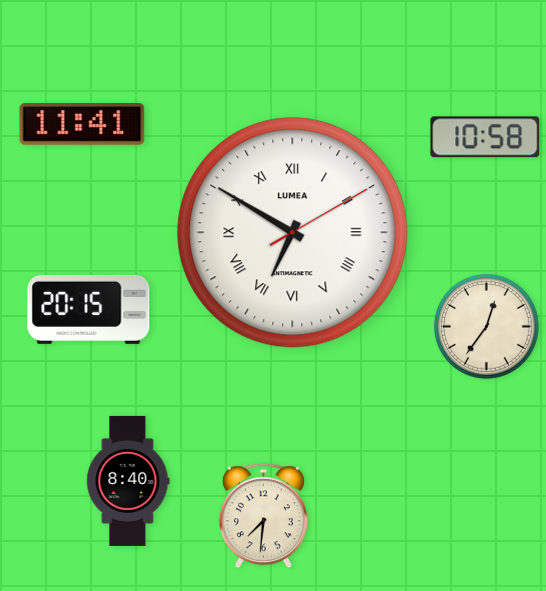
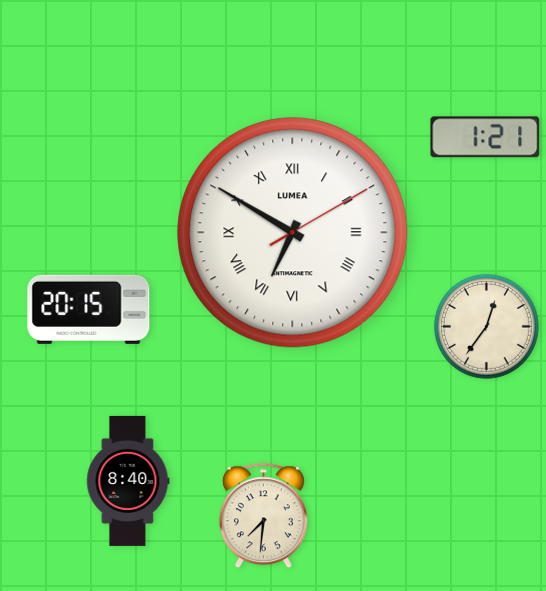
clock at (82, 124): 11:41 -> none
clock at (485, 137): 10:58 -> 1:21
